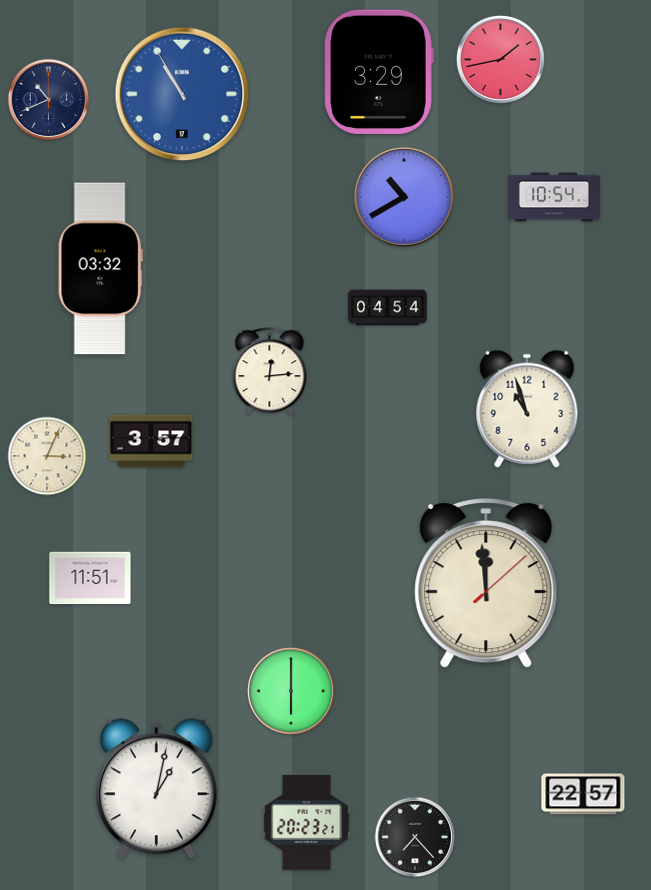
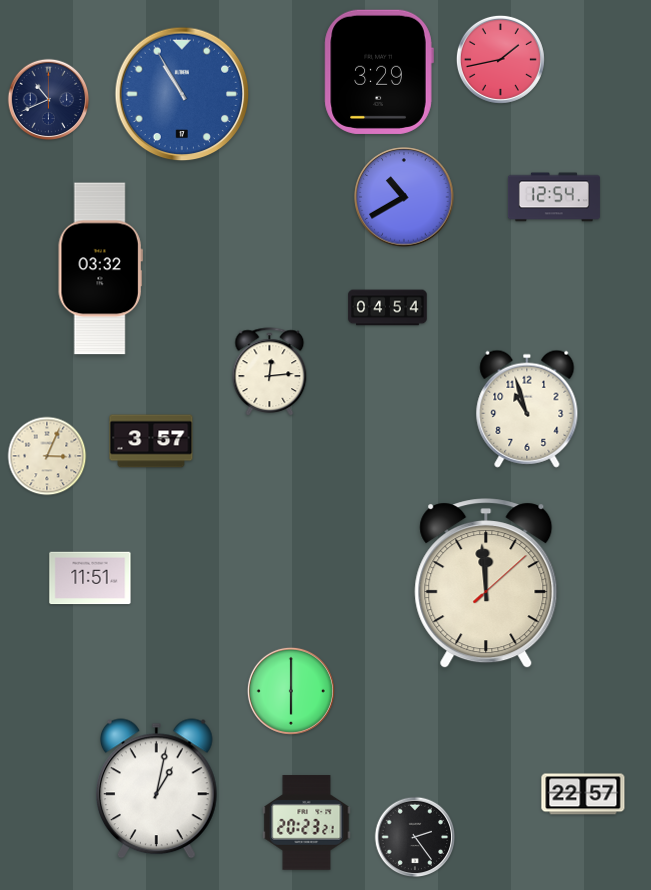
clock at (554, 197): 10:54 -> 12:54
clock at (415, 837): 7:23 -> 2:24
